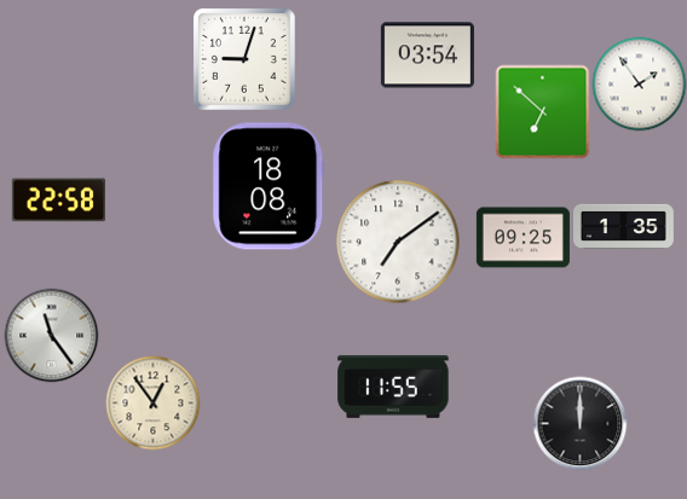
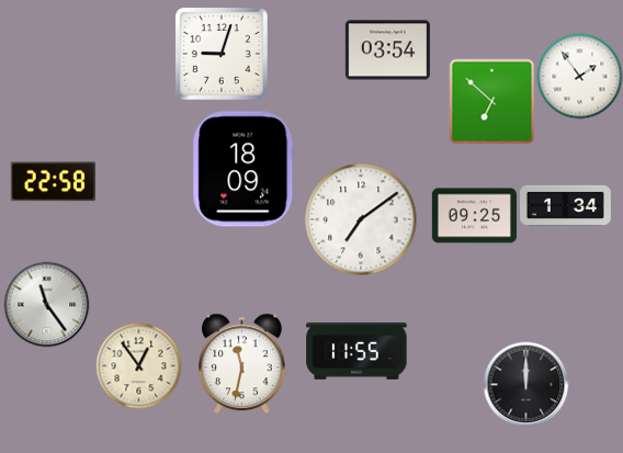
clock at (269, 186): 18:08 -> 18:09
clock at (624, 226): 1:35 -> 1:34
clock at (242, 363): none -> 11:32
